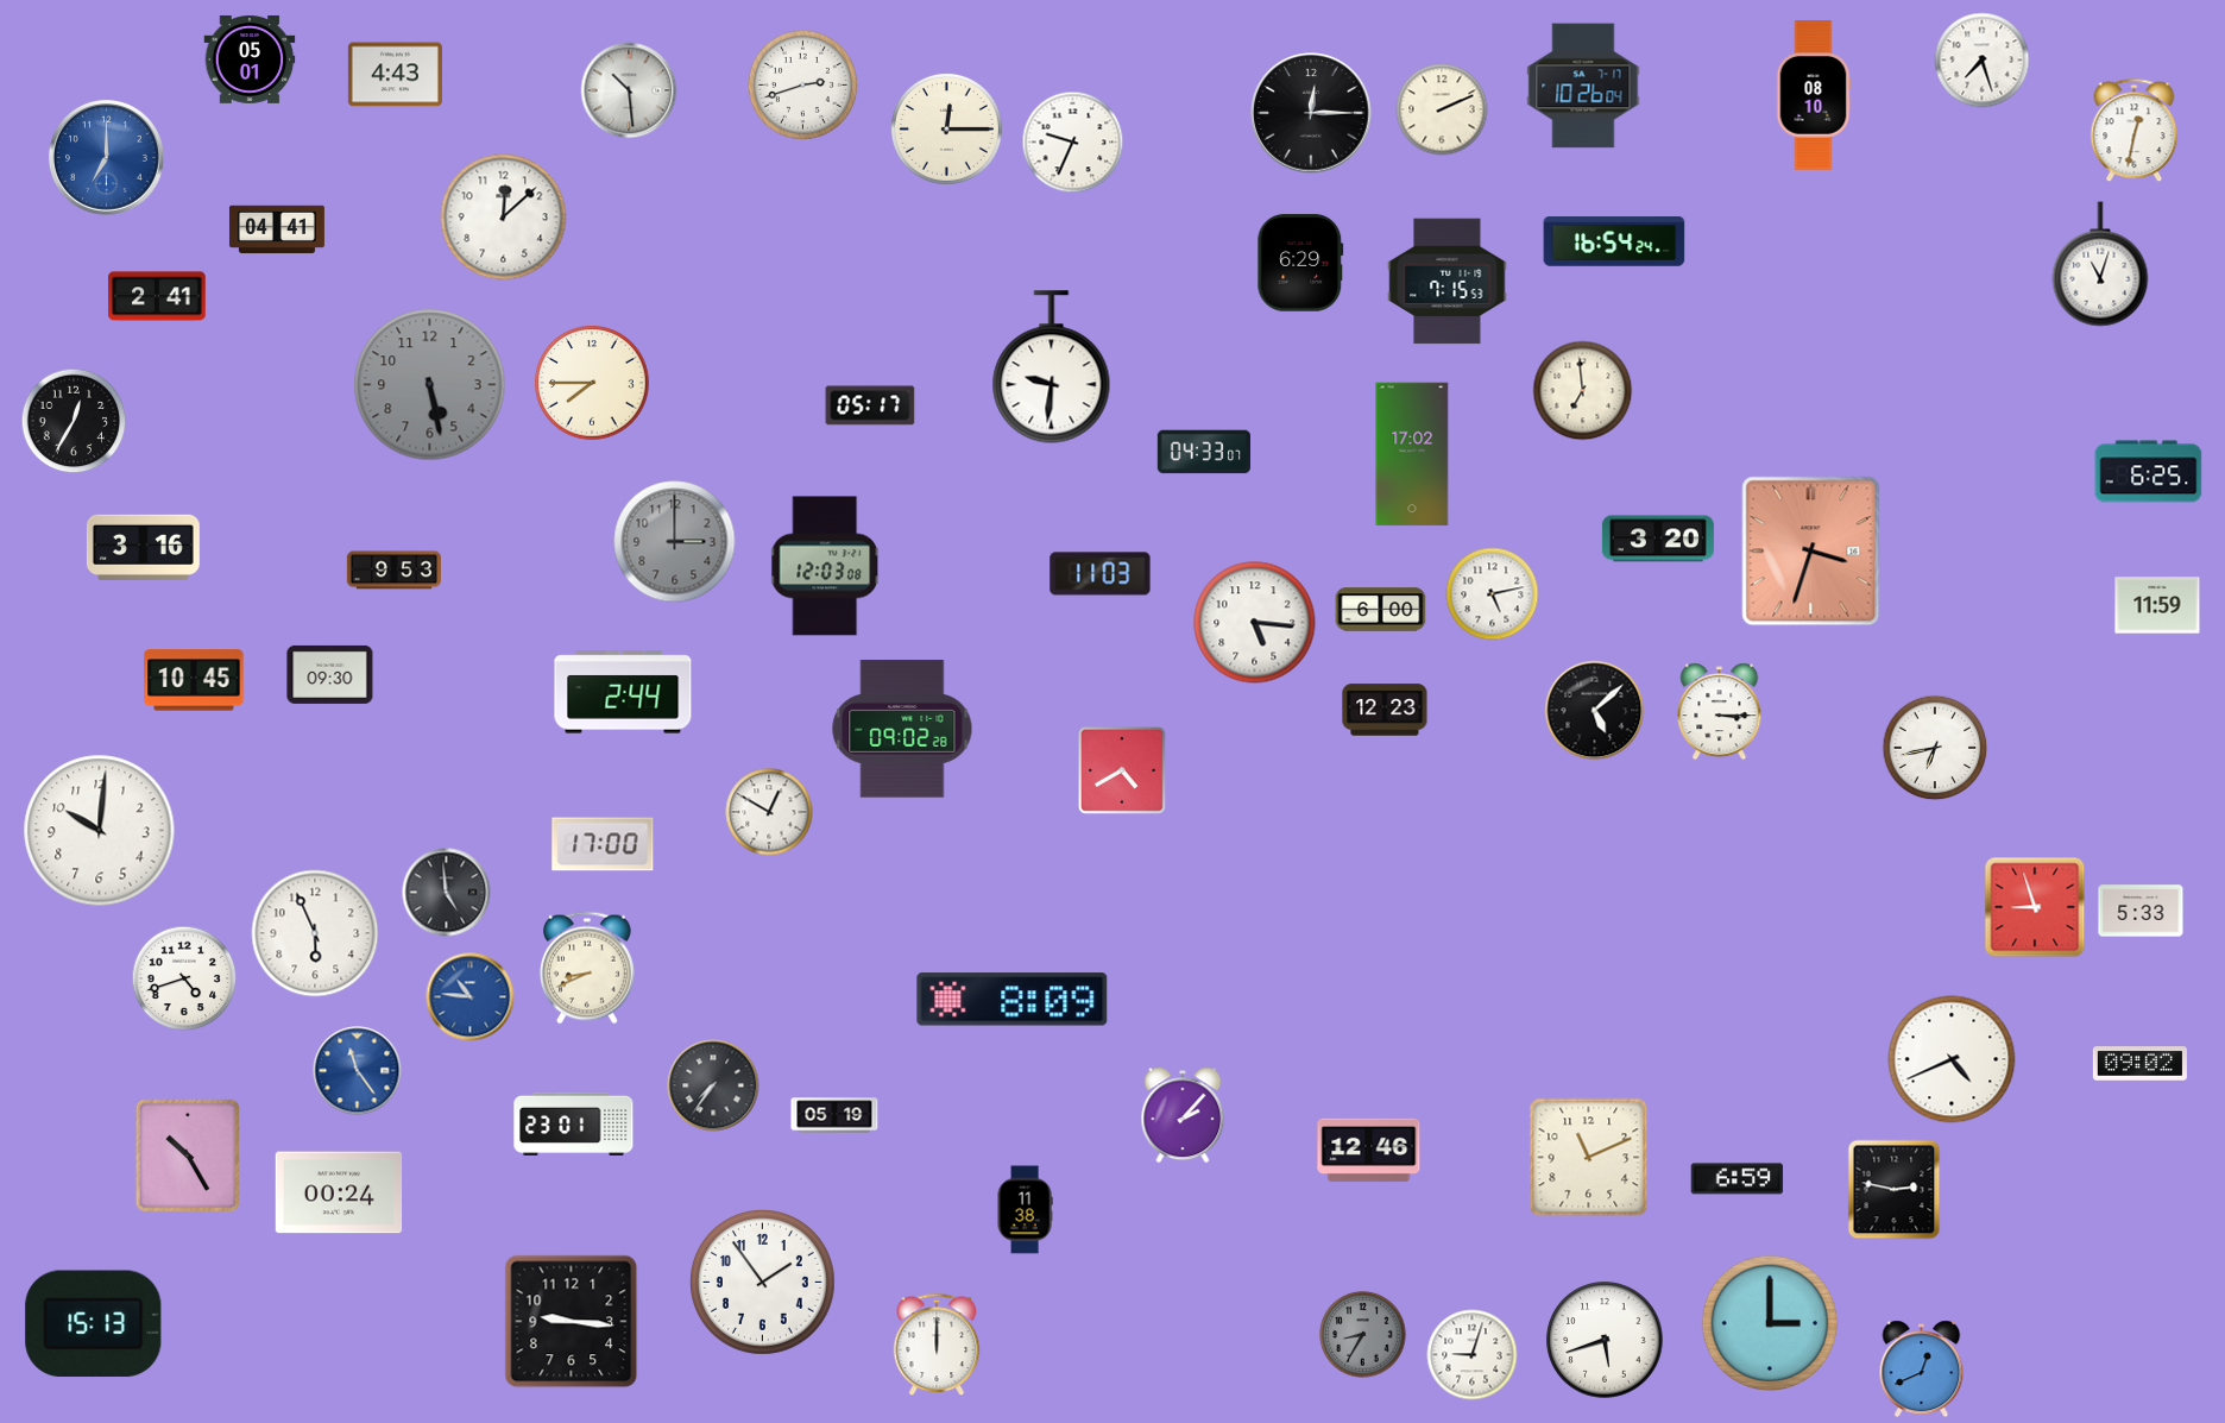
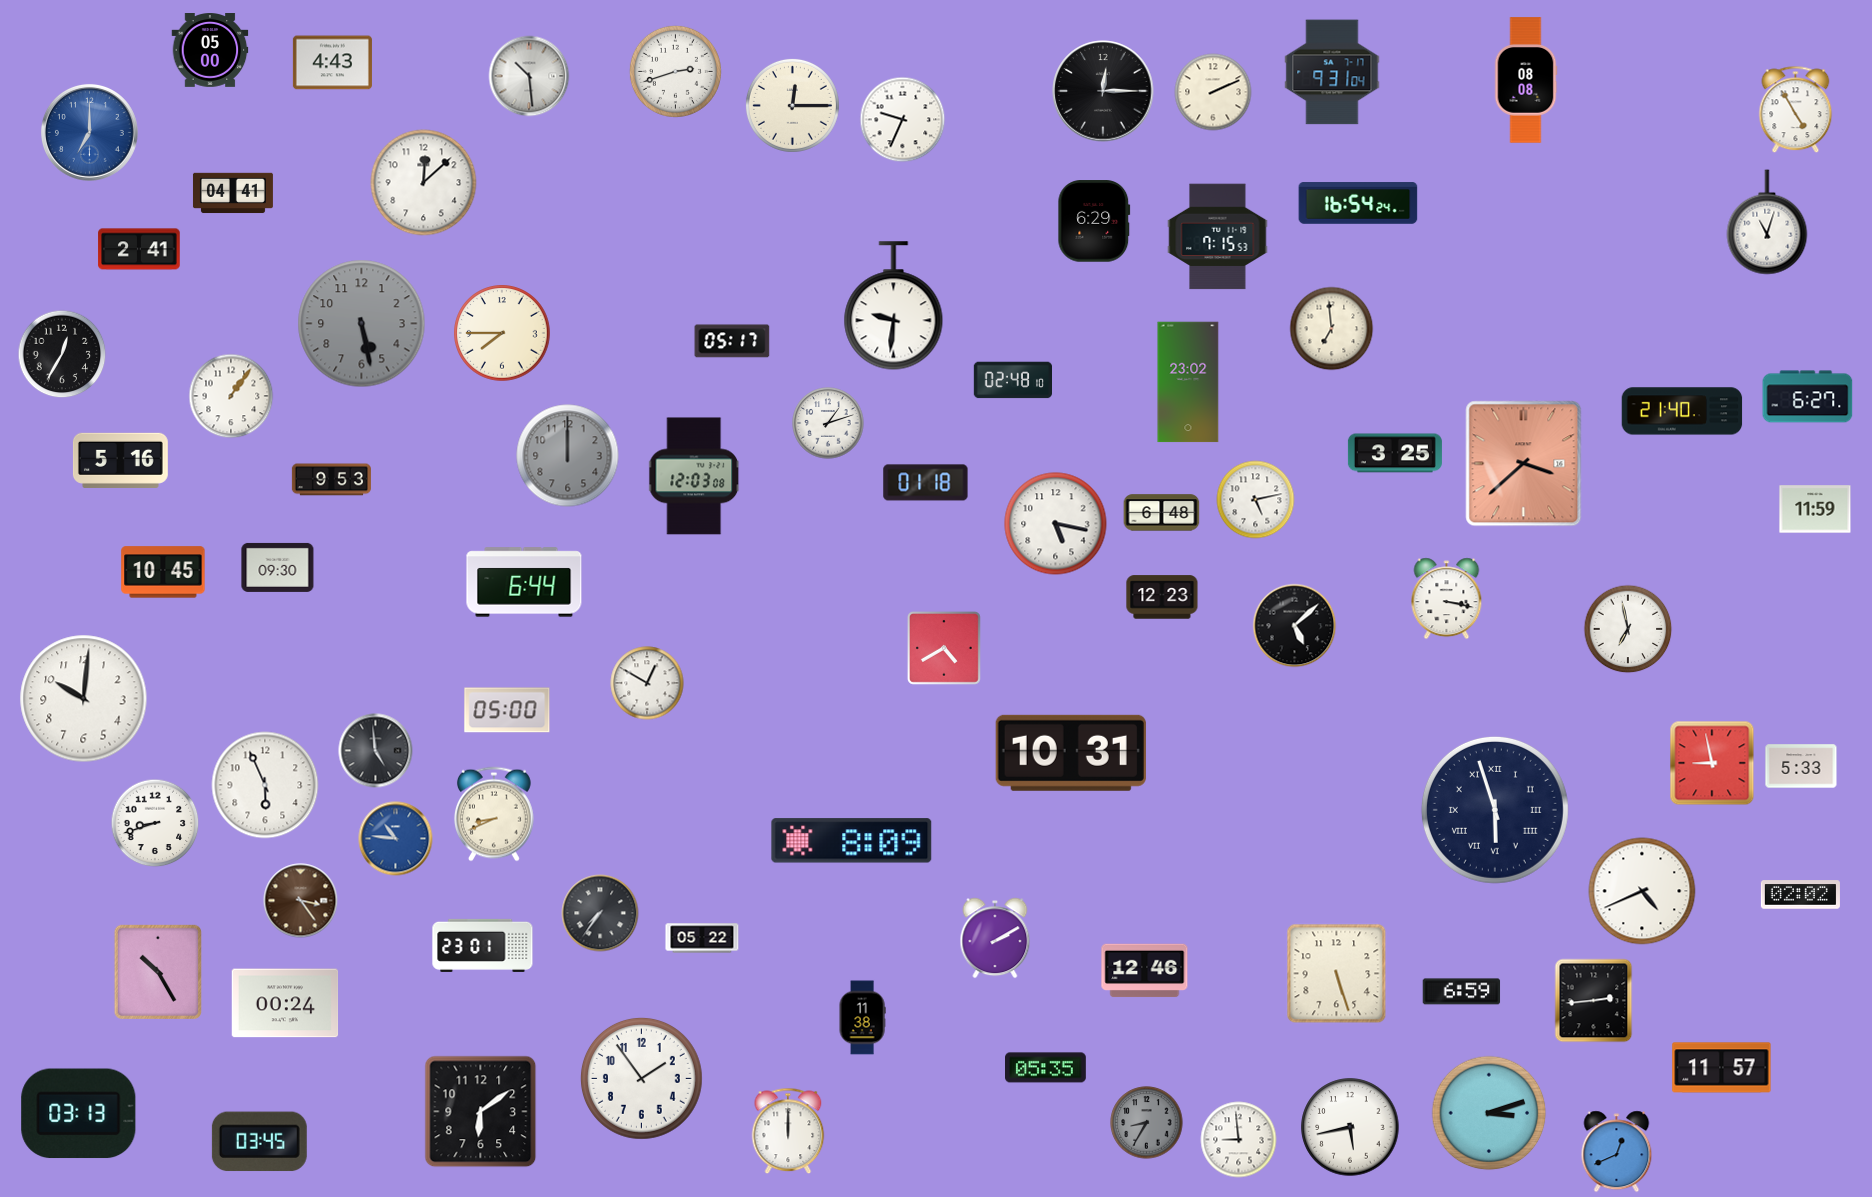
clock at (250, 61): 05:01 -> 05:00
clock at (1983, 61): 7:27 -> none
clock at (1583, 86): 10:26 -> 9:31
clock at (1814, 95): 08:10 -> 08:08
clock at (1311, 113) position: (1311, 113) -> (1103, 91)
clock at (946, 128) position: (946, 128) -> (792, 105)
clock at (2135, 131): 12:32 -> 4:55
clock at (157, 296) position: (157, 296) -> (139, 249)
clock at (1052, 367) position: (1052, 367) -> (894, 306)
clock at (592, 383) position: (592, 383) -> (502, 333)
clock at (1203, 452): 04:33 -> 02:48
clock at (1412, 454): 17:02 -> 23:02
clock at (231, 396): none -> 1:06
clock at (2149, 472): 6:25 -> 6:27
clock at (1682, 411): none -> 21:40
clock at (828, 423): none -> 1:12
clock at (1658, 539): 3:20 -> 3:25
clock at (675, 542): 3:00 -> 12:00
clock at (143, 547): 3:16 -> 5:16
clock at (1811, 552): 3:33 -> 3:38
clock at (1101, 574): 11:03 -> 01:18
clock at (1381, 610): 6:00 -> 6:48
clock at (1255, 623): 5:16 -> 5:17
clock at (623, 692): 2:44 -> 6:44
clock at (1385, 710) position: (1385, 710) -> (1162, 597)
clock at (1595, 711) position: (1595, 711) -> (1295, 626)
clock at (1720, 712): 3:15 -> 3:17
clock at (902, 729): 09:02 -> none
clock at (1935, 748): 6:43 -> 6:58
clock at (603, 844): 17:00 -> 05:00
clock at (1071, 753): none -> 10:31
clock at (2035, 907): 8:57 -> 8:58
clock at (1495, 810): none -> 5:57
clock at (184, 978): 4:42 -> 8:42
clock at (2139, 1064): 09:02 -> 02:02
clock at (358, 1071): 11:24 -> 3:24
clock at (358, 1071) dial: blue -> brown
clock at (834, 1115): 05:19 -> 05:22
clock at (1183, 1115): 2:07 -> 2:10
clock at (1369, 1151) position: (1369, 1151) -> (1145, 971)
clock at (1589, 1158): 11:11 -> 5:27
clock at (1895, 1190): 2:47 -> 2:44
clock at (1046, 1068): none -> 05:35
clock at (1722, 1068): none -> 11:57
clock at (572, 1322): 9:16 -> 6:09
clock at (1770, 1323): 3:00 -> 3:12
clock at (94, 1324): 15:13 -> 03:13
clock at (1605, 1340): 5:42 -> 5:43
clock at (1473, 1355): 9:03 -> 8:59
clock at (259, 1142): none -> 03:45
